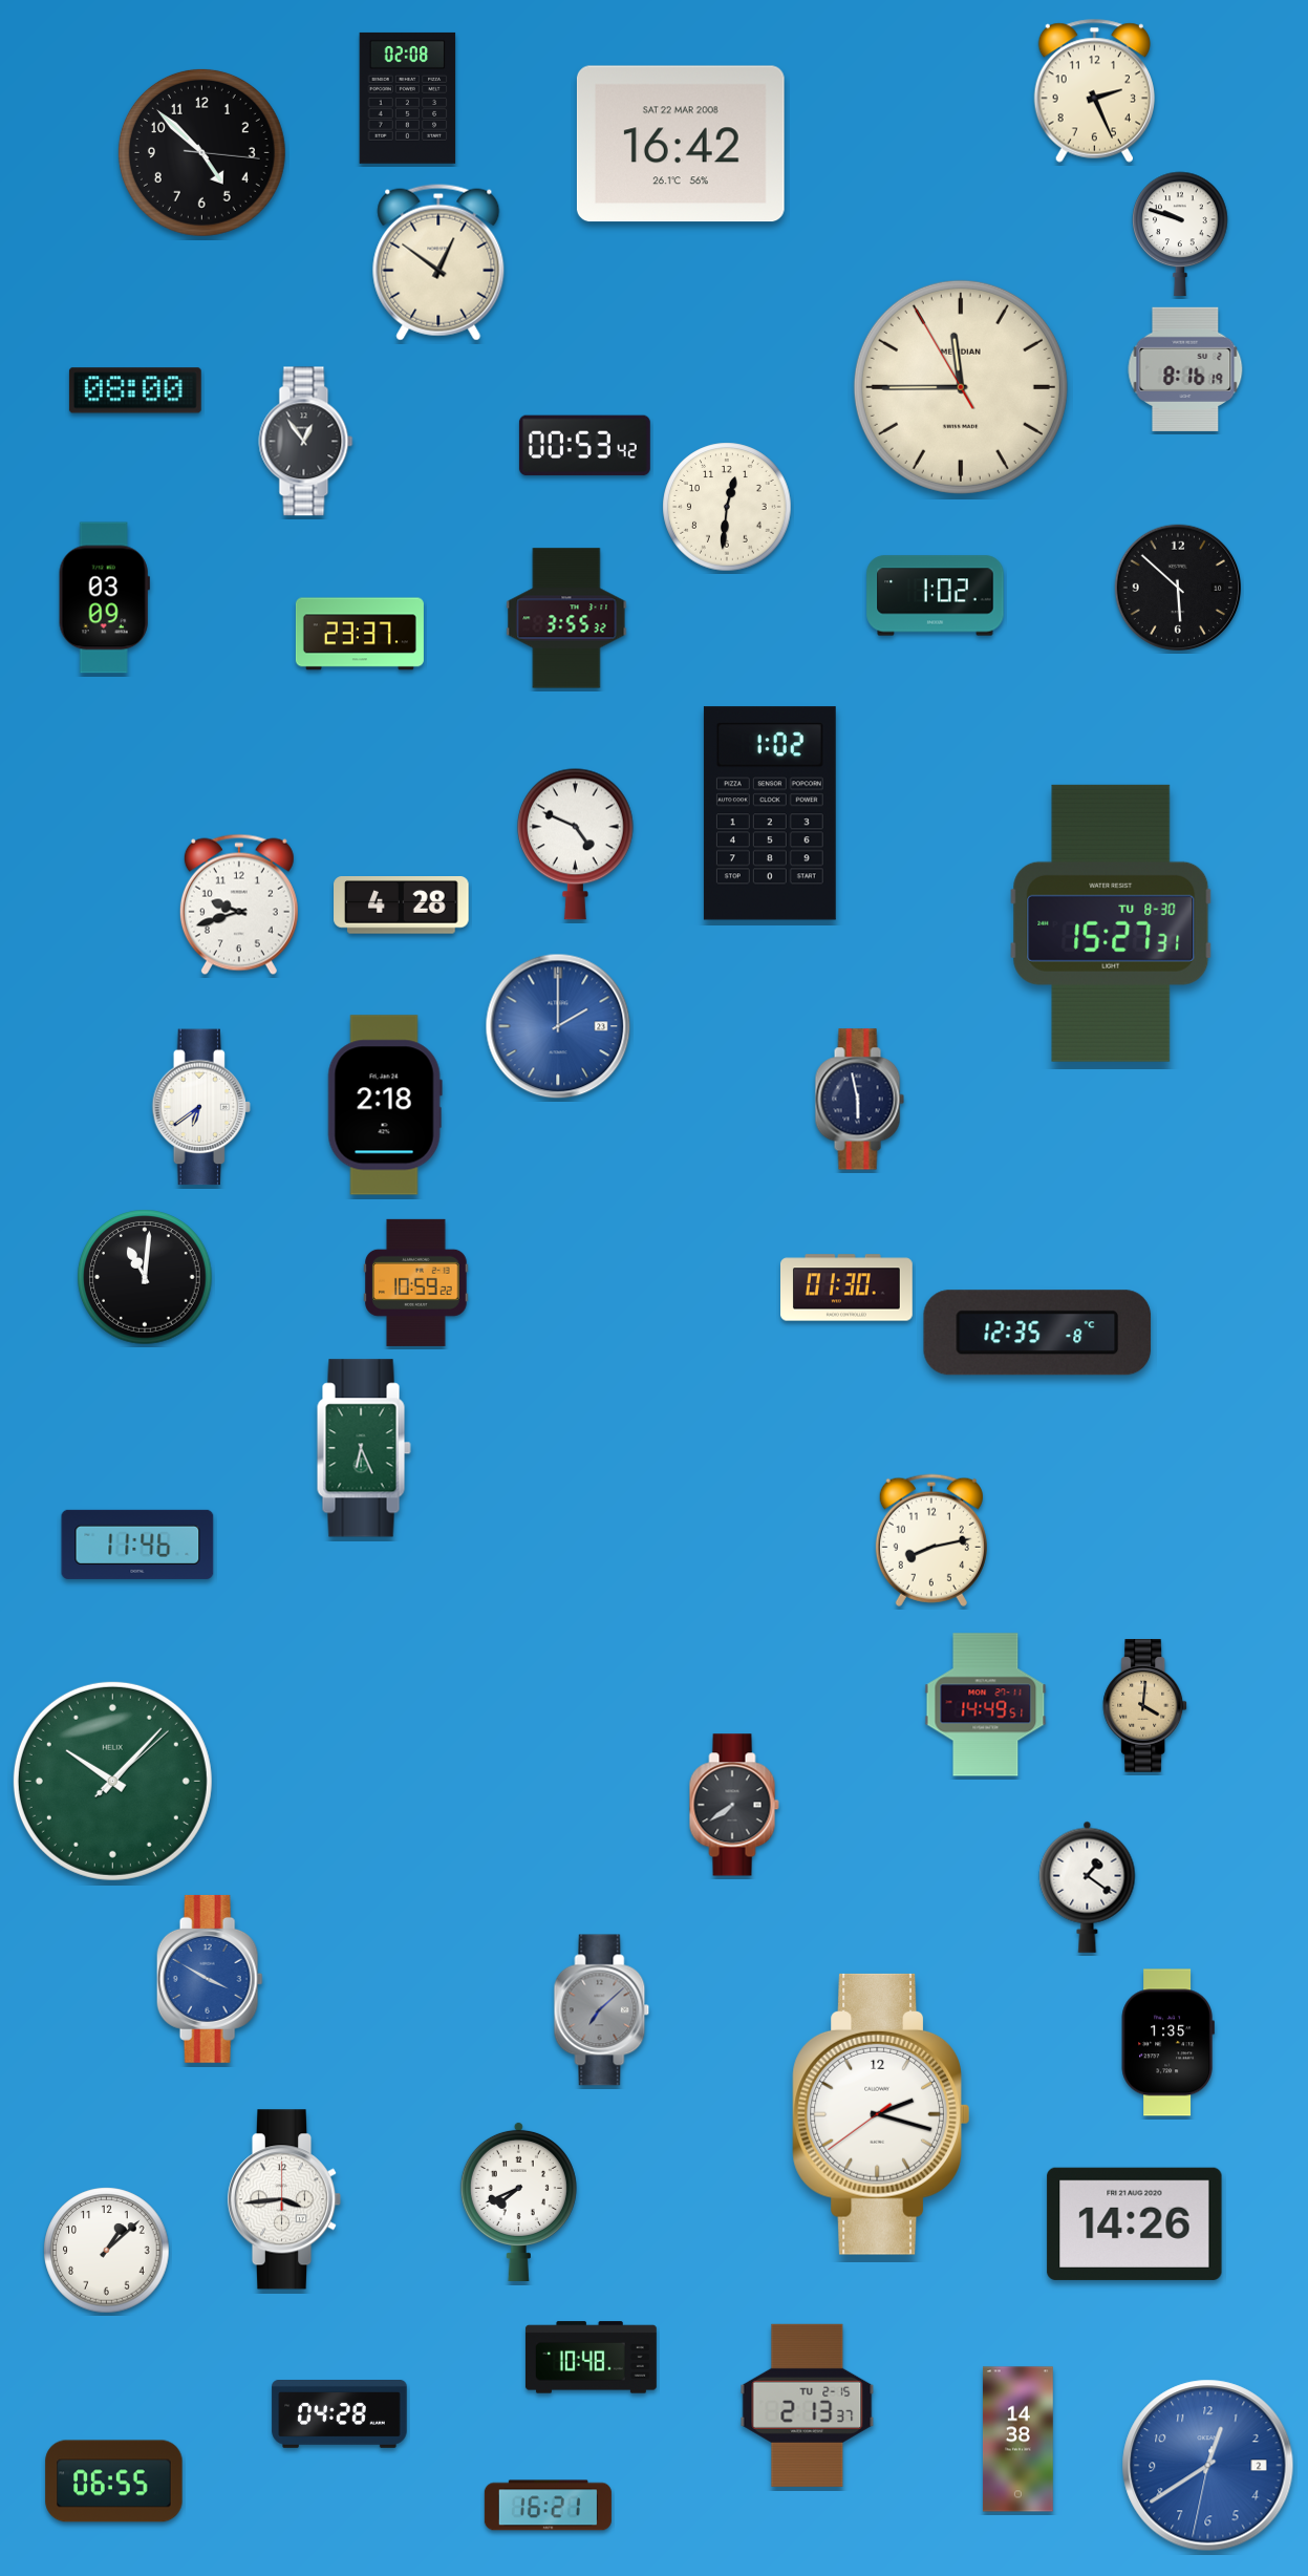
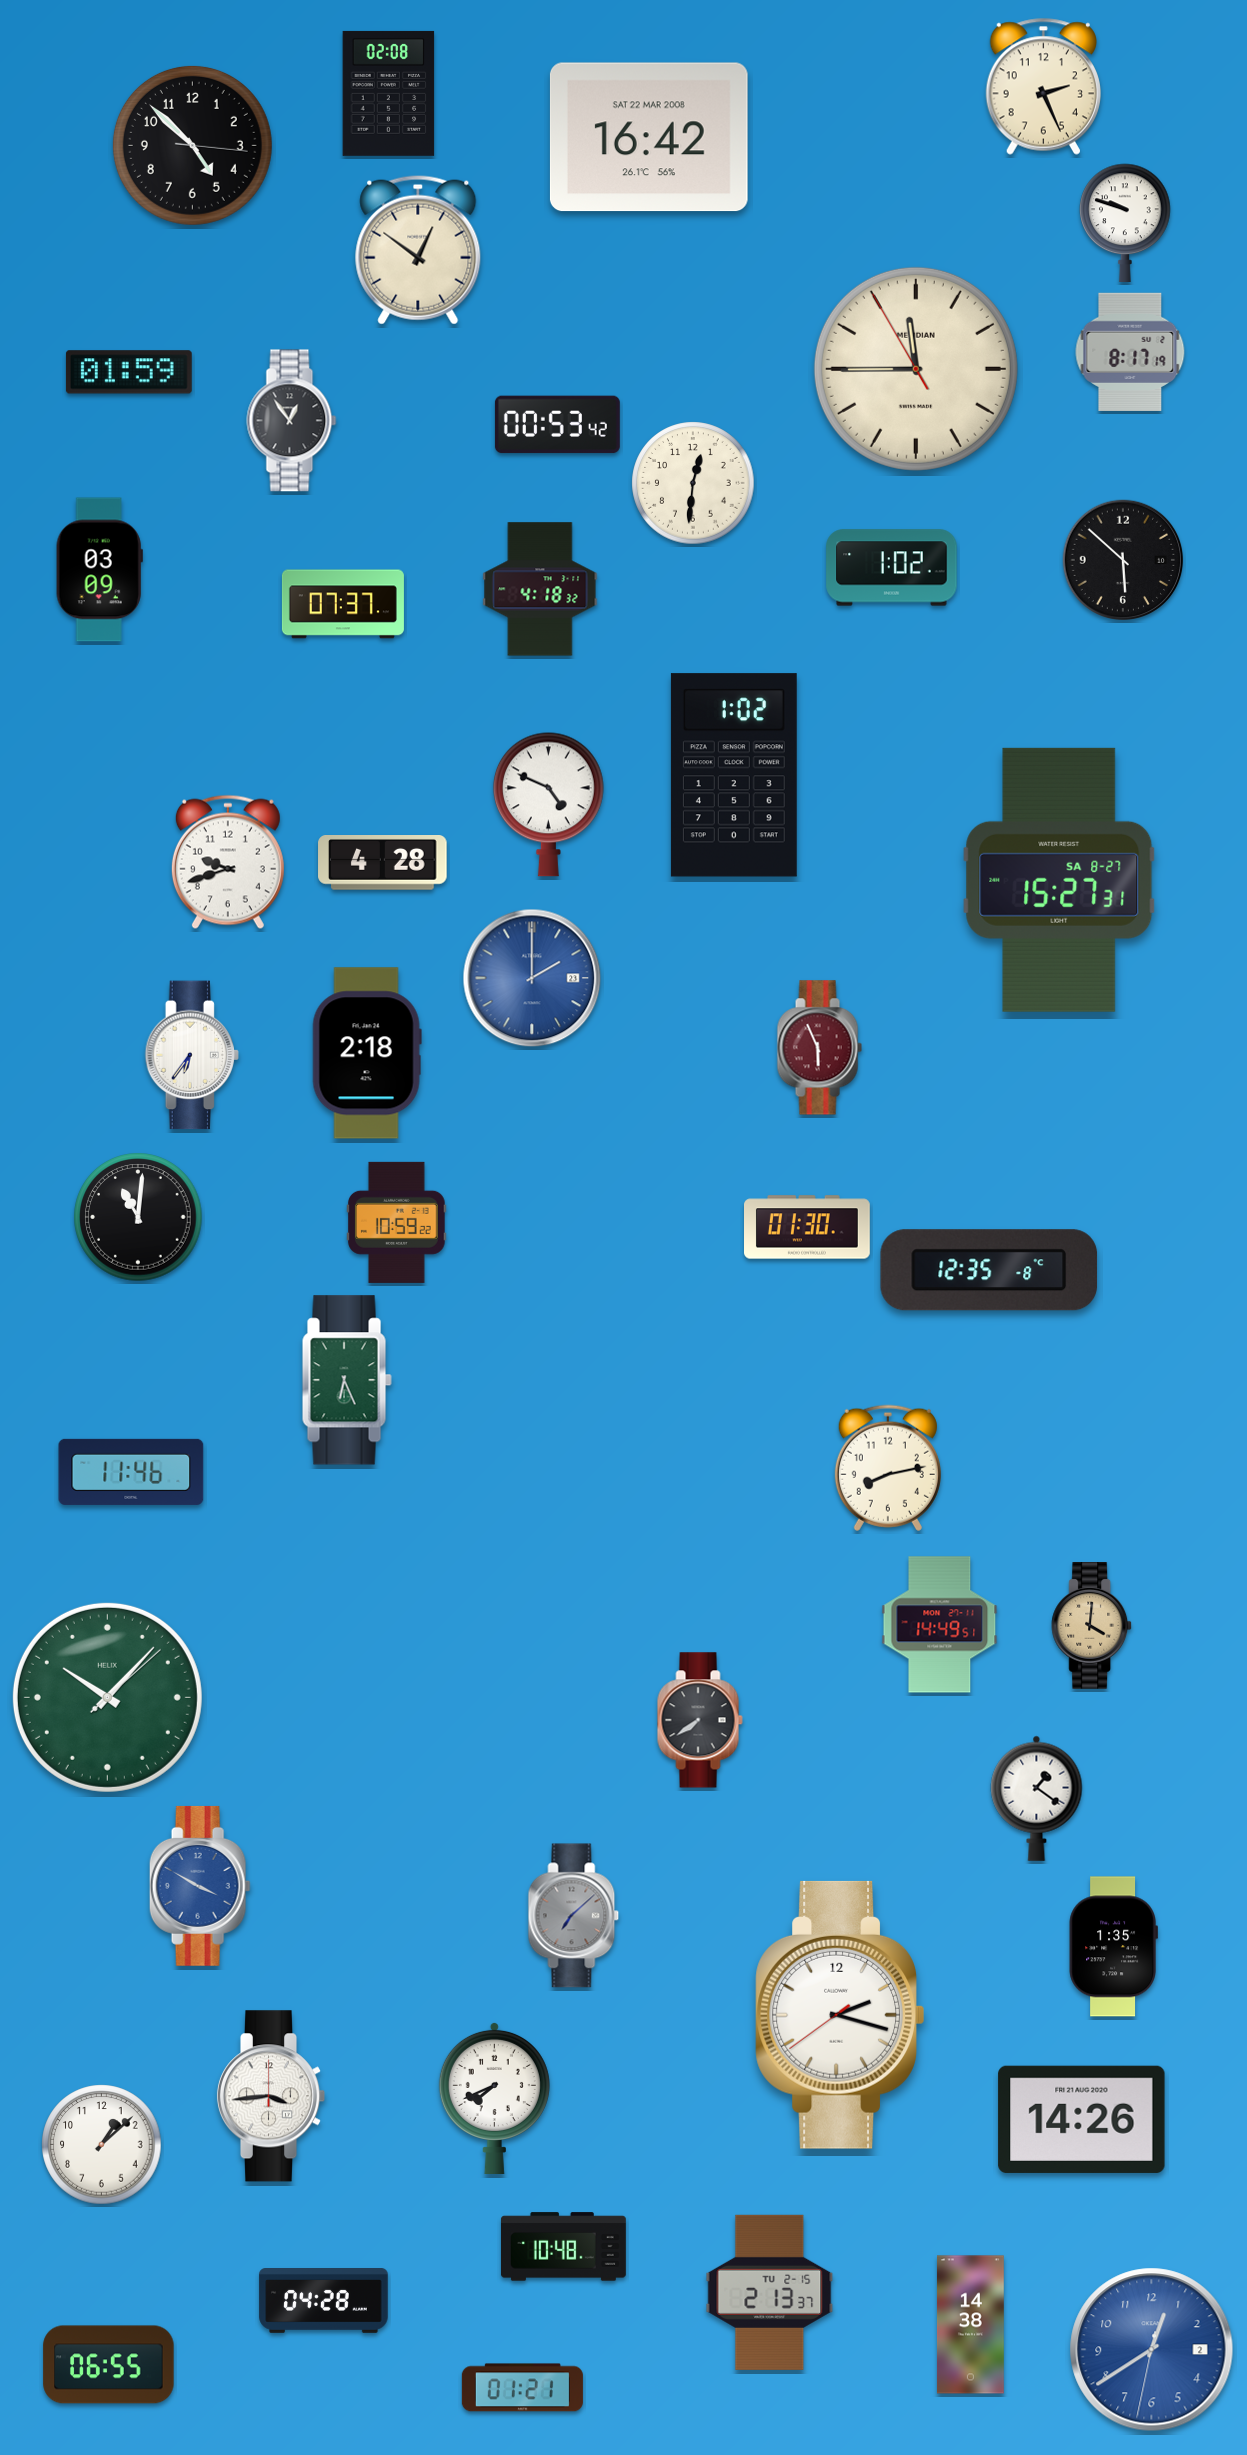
clock at (1185, 369): 8:16 -> 8:17
clock at (135, 390): 08:00 -> 01:59
clock at (566, 618): 3:55 -> 4:18
clock at (360, 634): 23:37 -> 07:37
clock at (1111, 923) date: TU 8-30 -> SA 8-27
clock at (859, 1100): 5:58 -> 5:56
clock at (859, 1100) dial: navy -> burgundy
clock at (200, 1107): 6:39 -> 6:36
clock at (548, 2506): 16:21 -> 01:21
